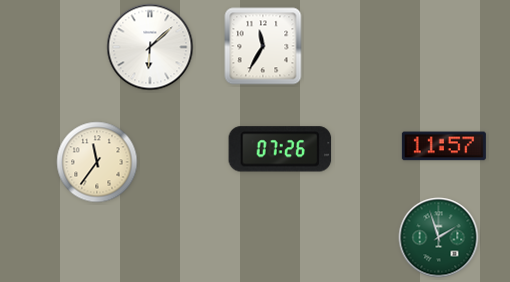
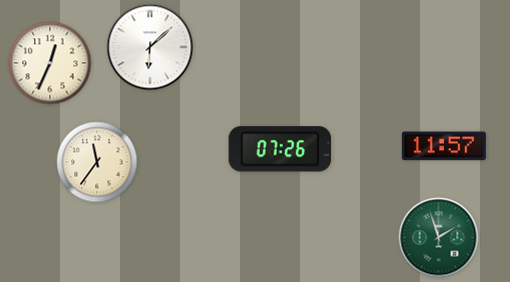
clock at (263, 46): 11:35 -> none
clock at (50, 63): none -> 12:34
